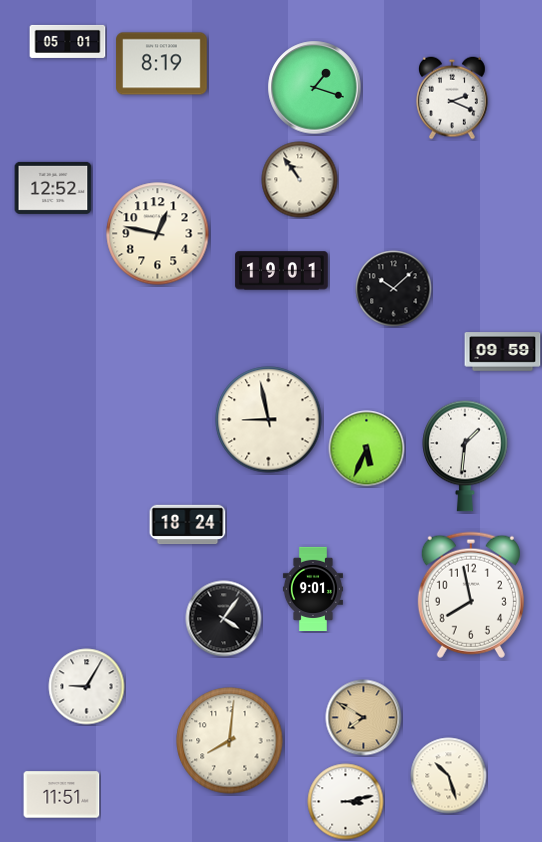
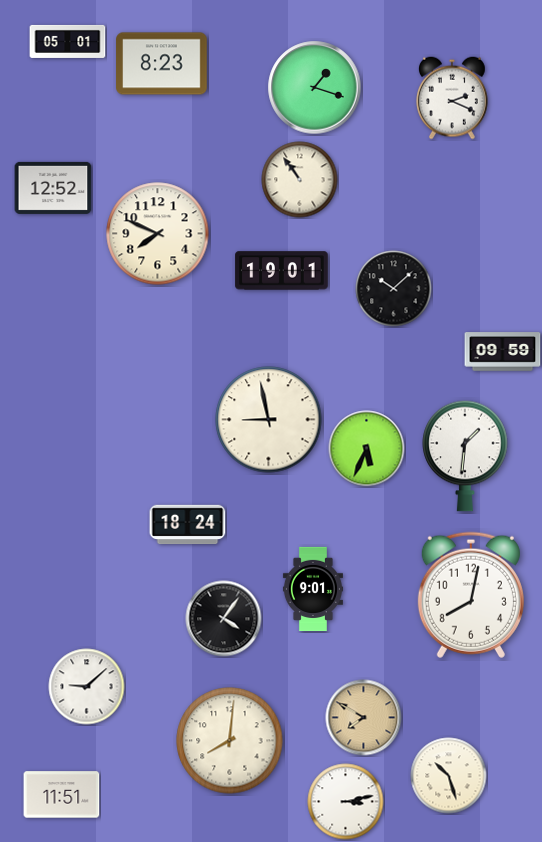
clock at (162, 64): 8:19 -> 8:23
clock at (158, 234): 12:47 -> 7:49
clock at (471, 595): 7:58 -> 8:02
clock at (87, 687): 9:05 -> 9:08
